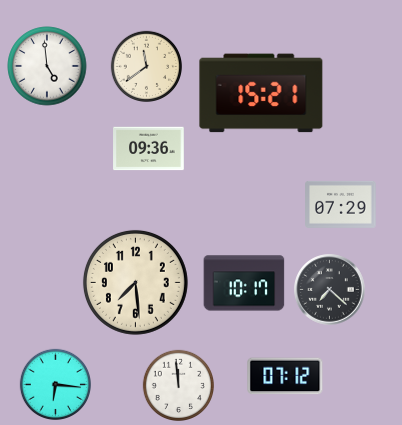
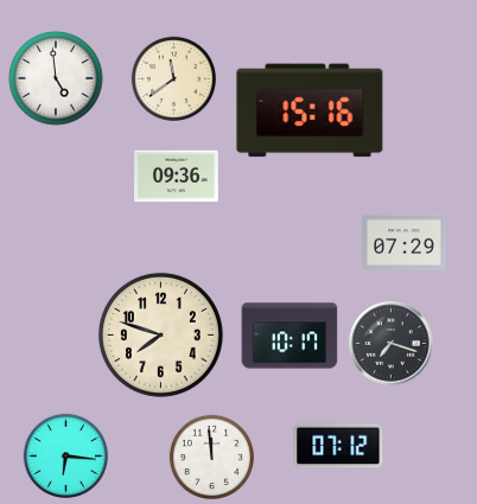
clock at (261, 93): 15:21 -> 15:16
clock at (135, 282): 7:29 -> 7:48
clock at (330, 290): 7:22 -> 7:18
